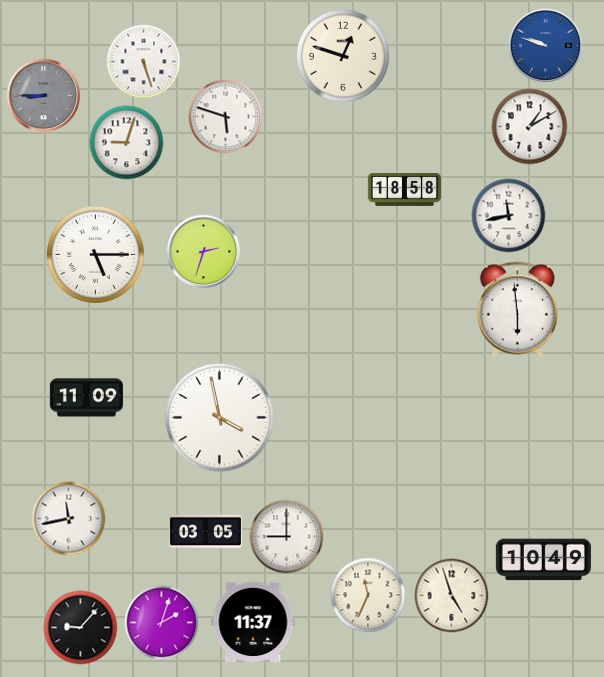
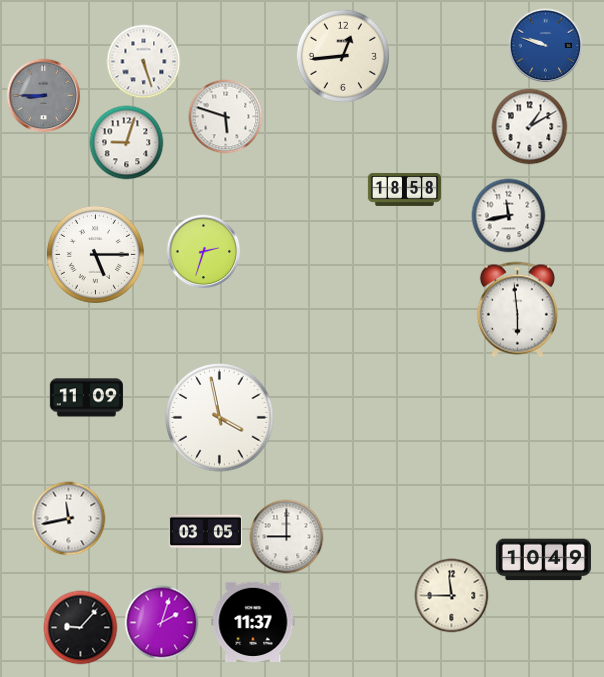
clock at (343, 56): 12:48 -> 12:44
clock at (368, 595): 11:34 -> none
clock at (452, 596): 4:57 -> 11:45
